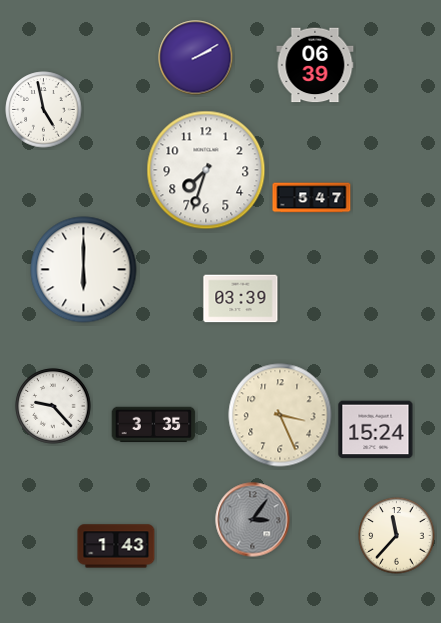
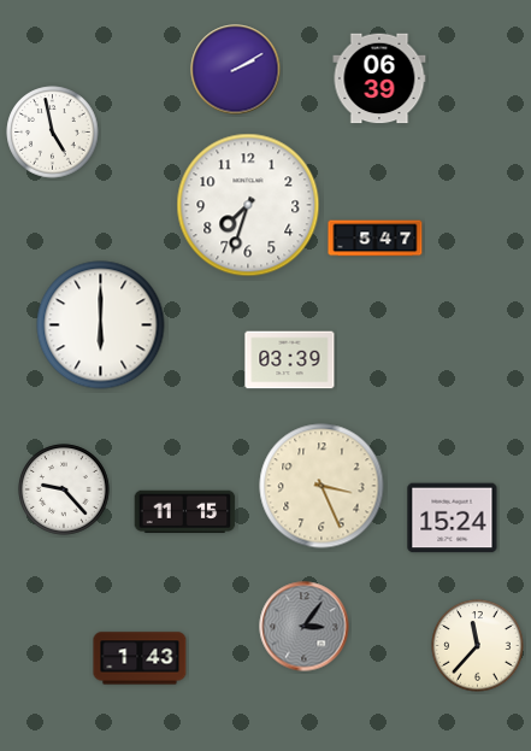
clock at (280, 415) position: (280, 415) -> (321, 486)
clock at (154, 425): 3:35 -> 11:15
